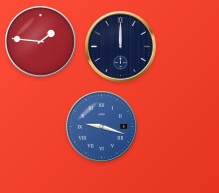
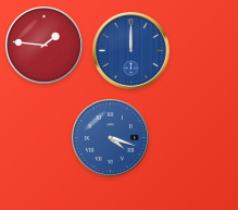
clock at (121, 47) dial: navy -> blue
clock at (102, 127): 9:18 -> 4:18
